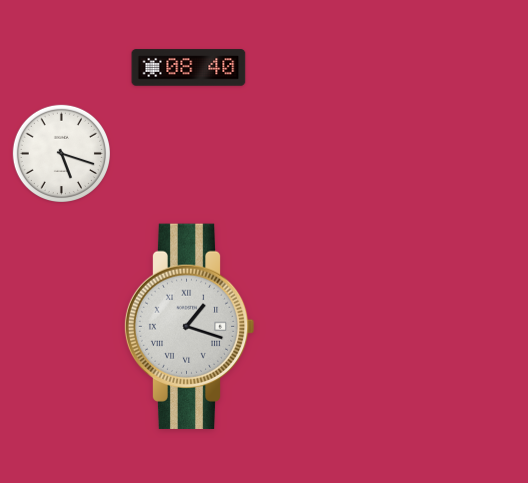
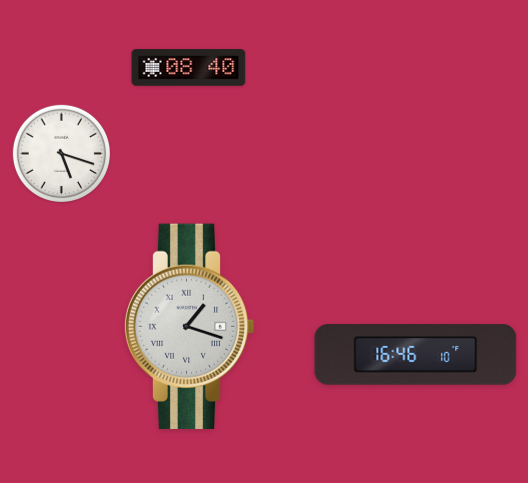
clock at (416, 355): none -> 16:46
